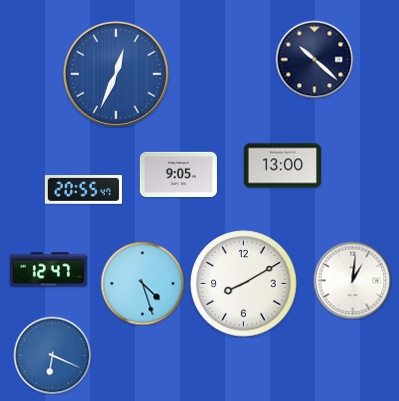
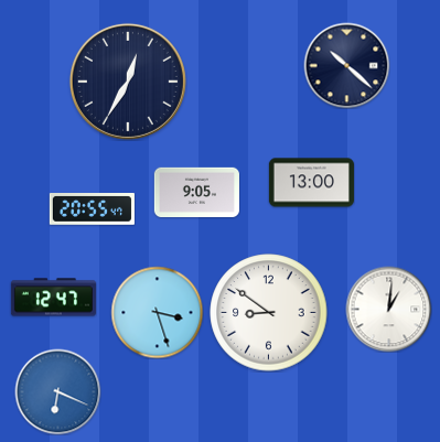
clock at (116, 74): 12:34 -> 12:35
clock at (116, 74) dial: blue -> navy
clock at (142, 283): 4:27 -> 3:27
clock at (244, 284): 8:10 -> 8:51
